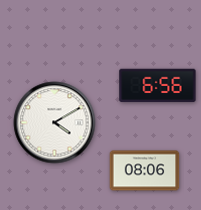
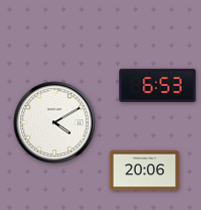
clock at (158, 86): 6:56 -> 6:53
clock at (145, 171): 08:06 -> 20:06
